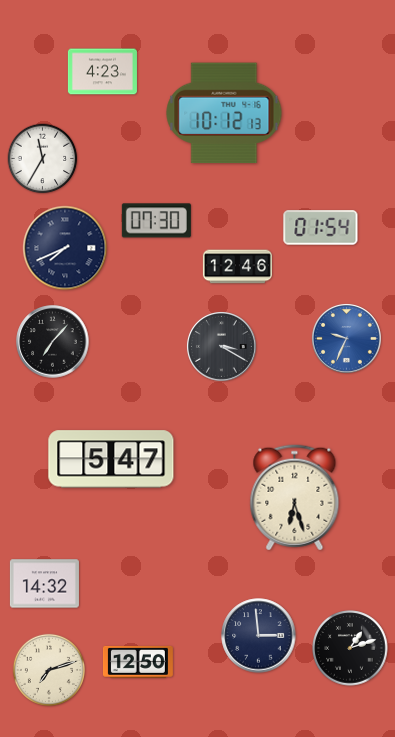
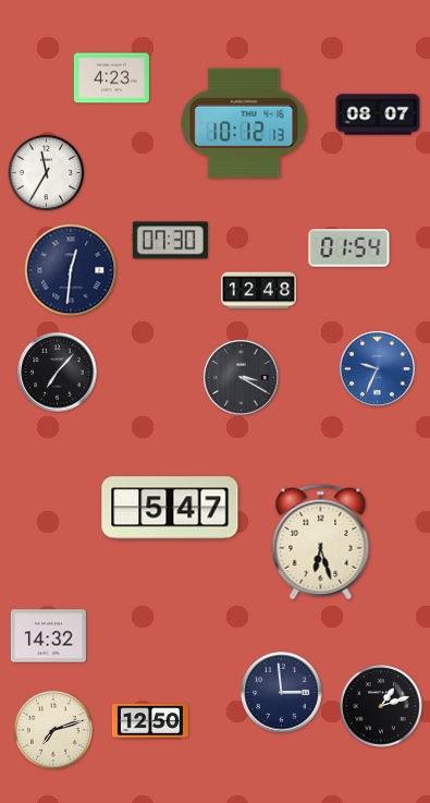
clock at (378, 114): none -> 08:07
clock at (65, 248): 7:41 -> 12:31
clock at (237, 267): 12:46 -> 12:48
clock at (111, 459) position: (111, 459) -> (170, 508)
